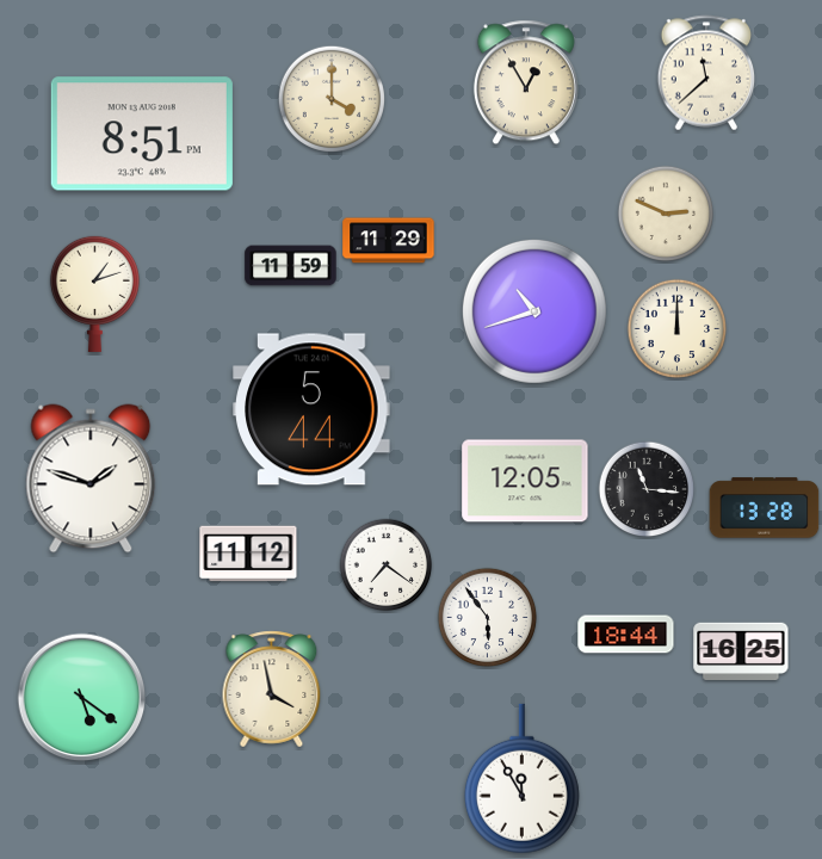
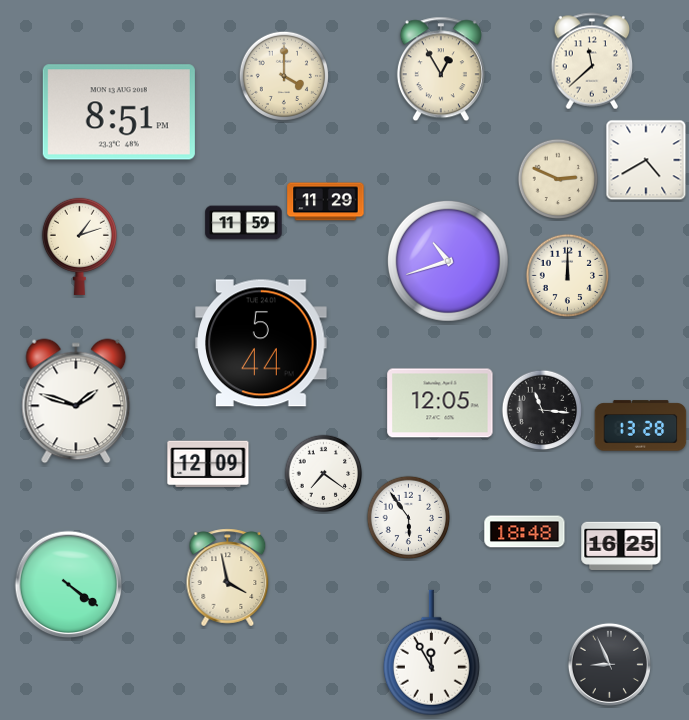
clock at (330, 98) position: (330, 98) -> (283, 75)
clock at (646, 160): none -> 4:40
clock at (248, 554): 11:12 -> 12:09
clock at (626, 635): 18:44 -> 18:48
clock at (82, 698): 5:21 -> 4:21
clock at (521, 779) position: (521, 779) -> (431, 653)
clock at (609, 664): none -> 8:56
